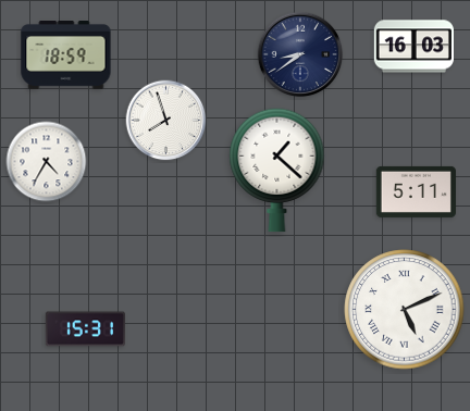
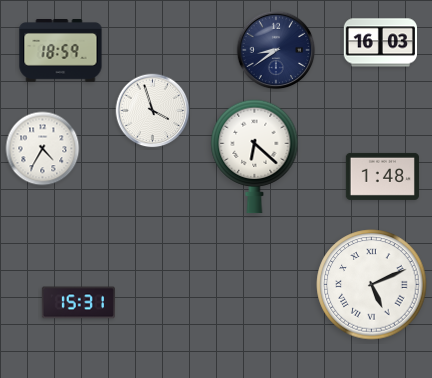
clock at (166, 121): 7:57 -> 3:57
clock at (277, 171): 1:22 -> 6:22
clock at (416, 191): 5:11 -> 1:48
